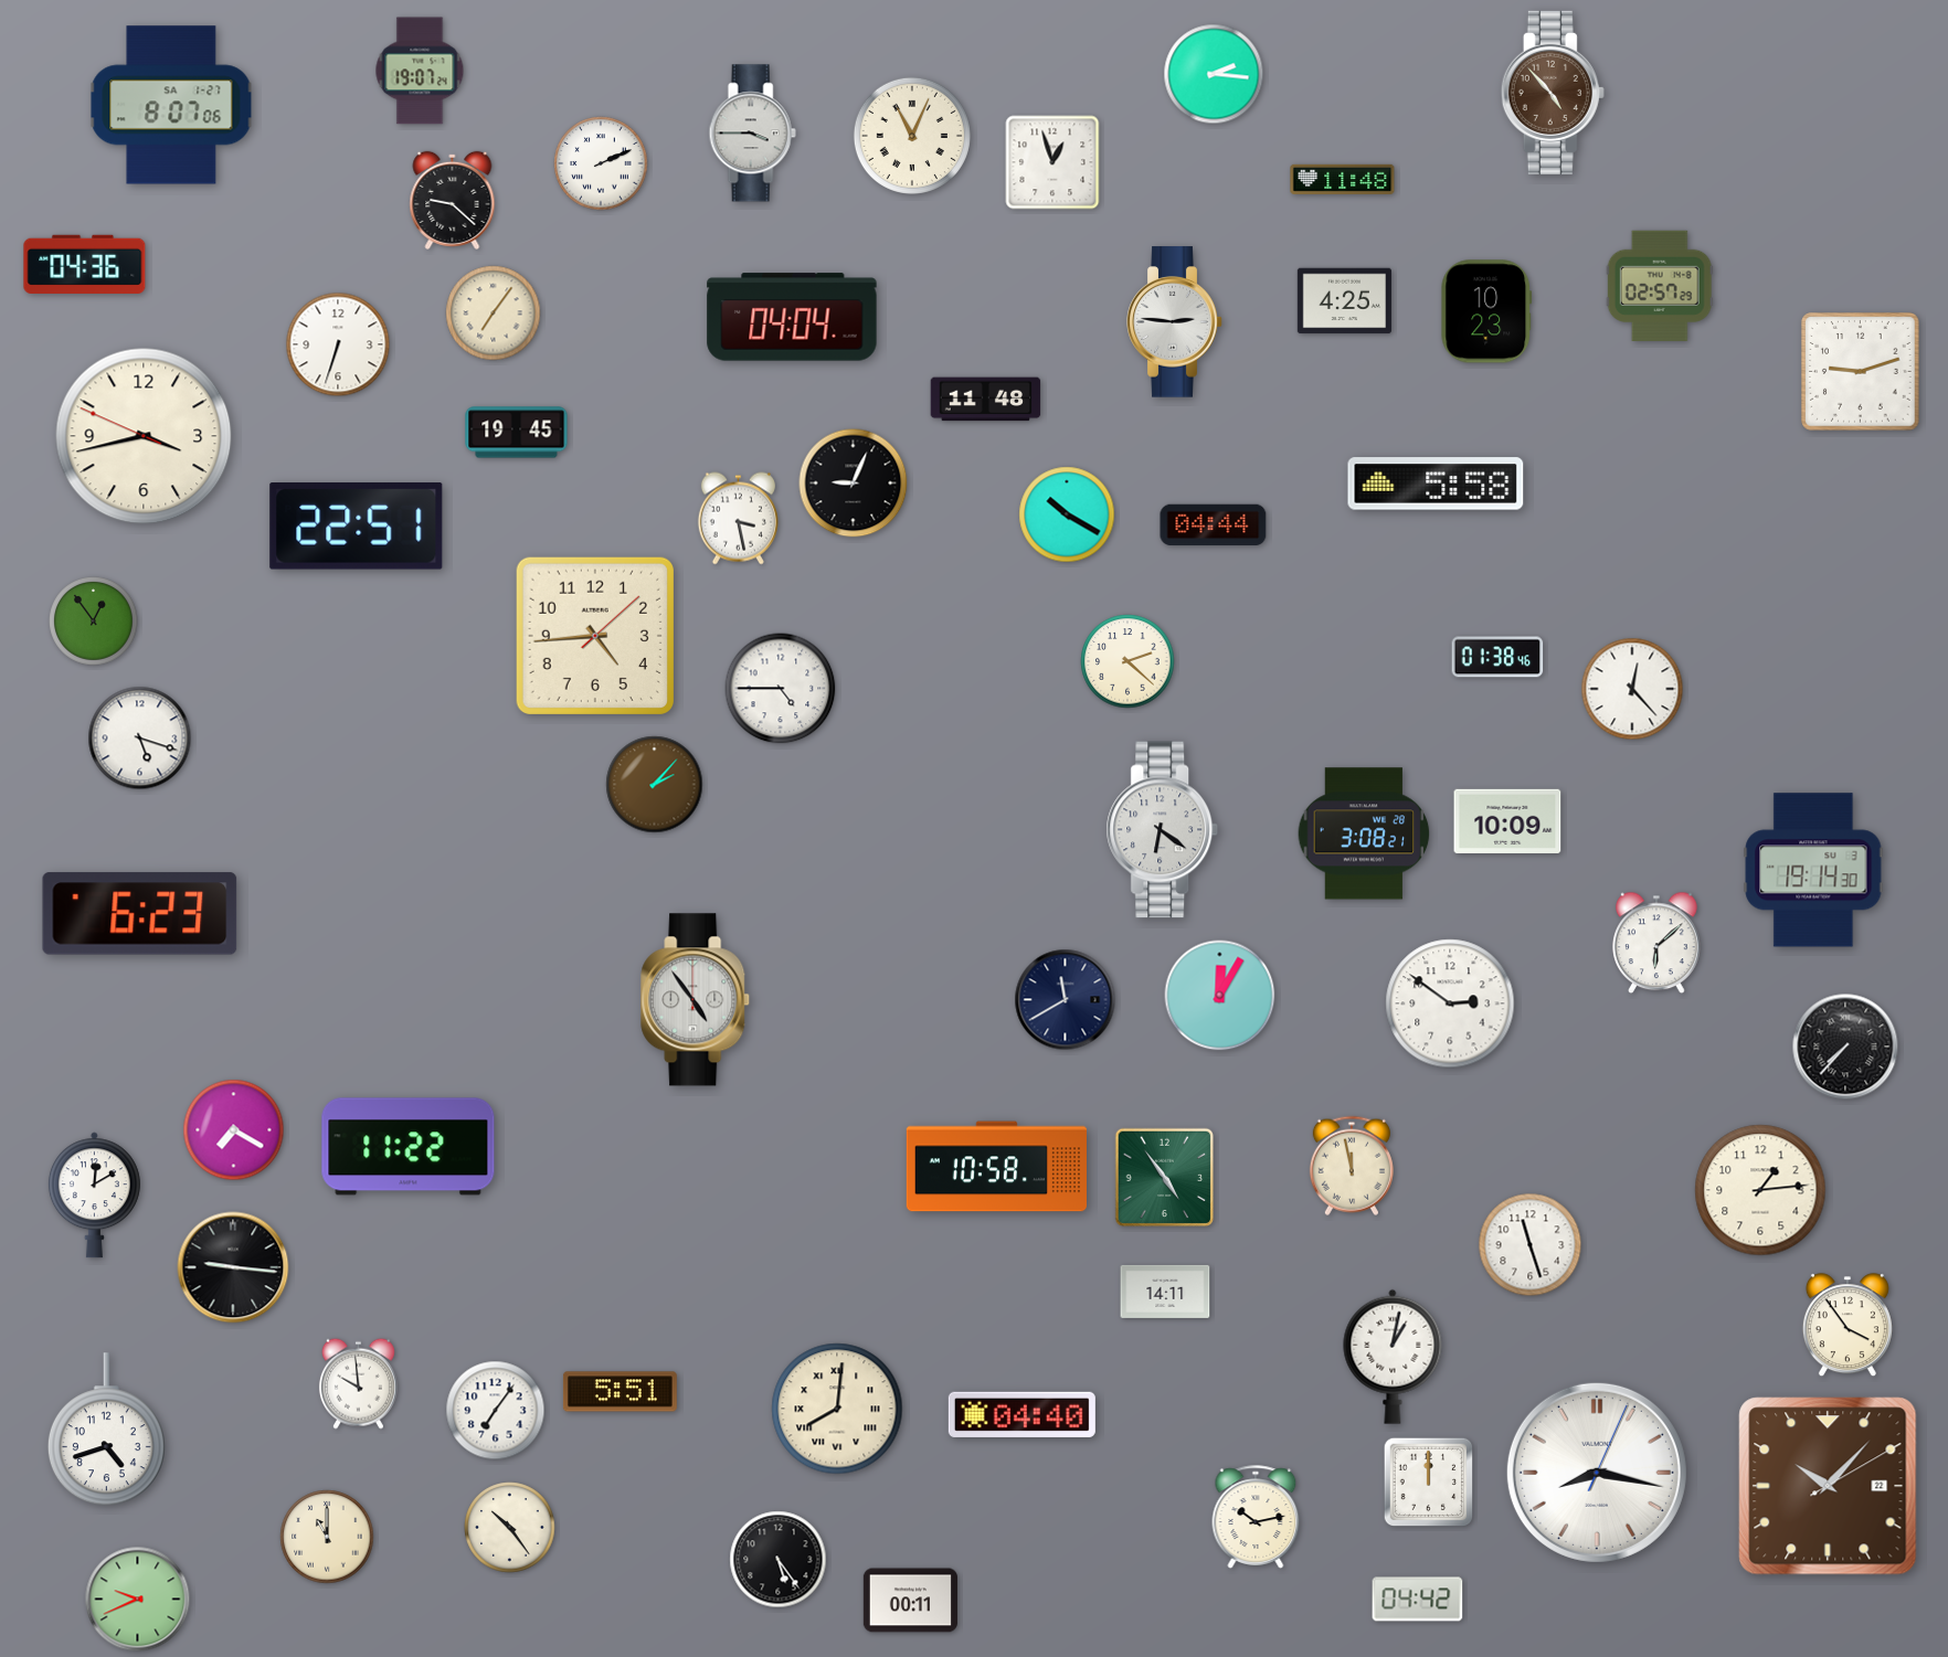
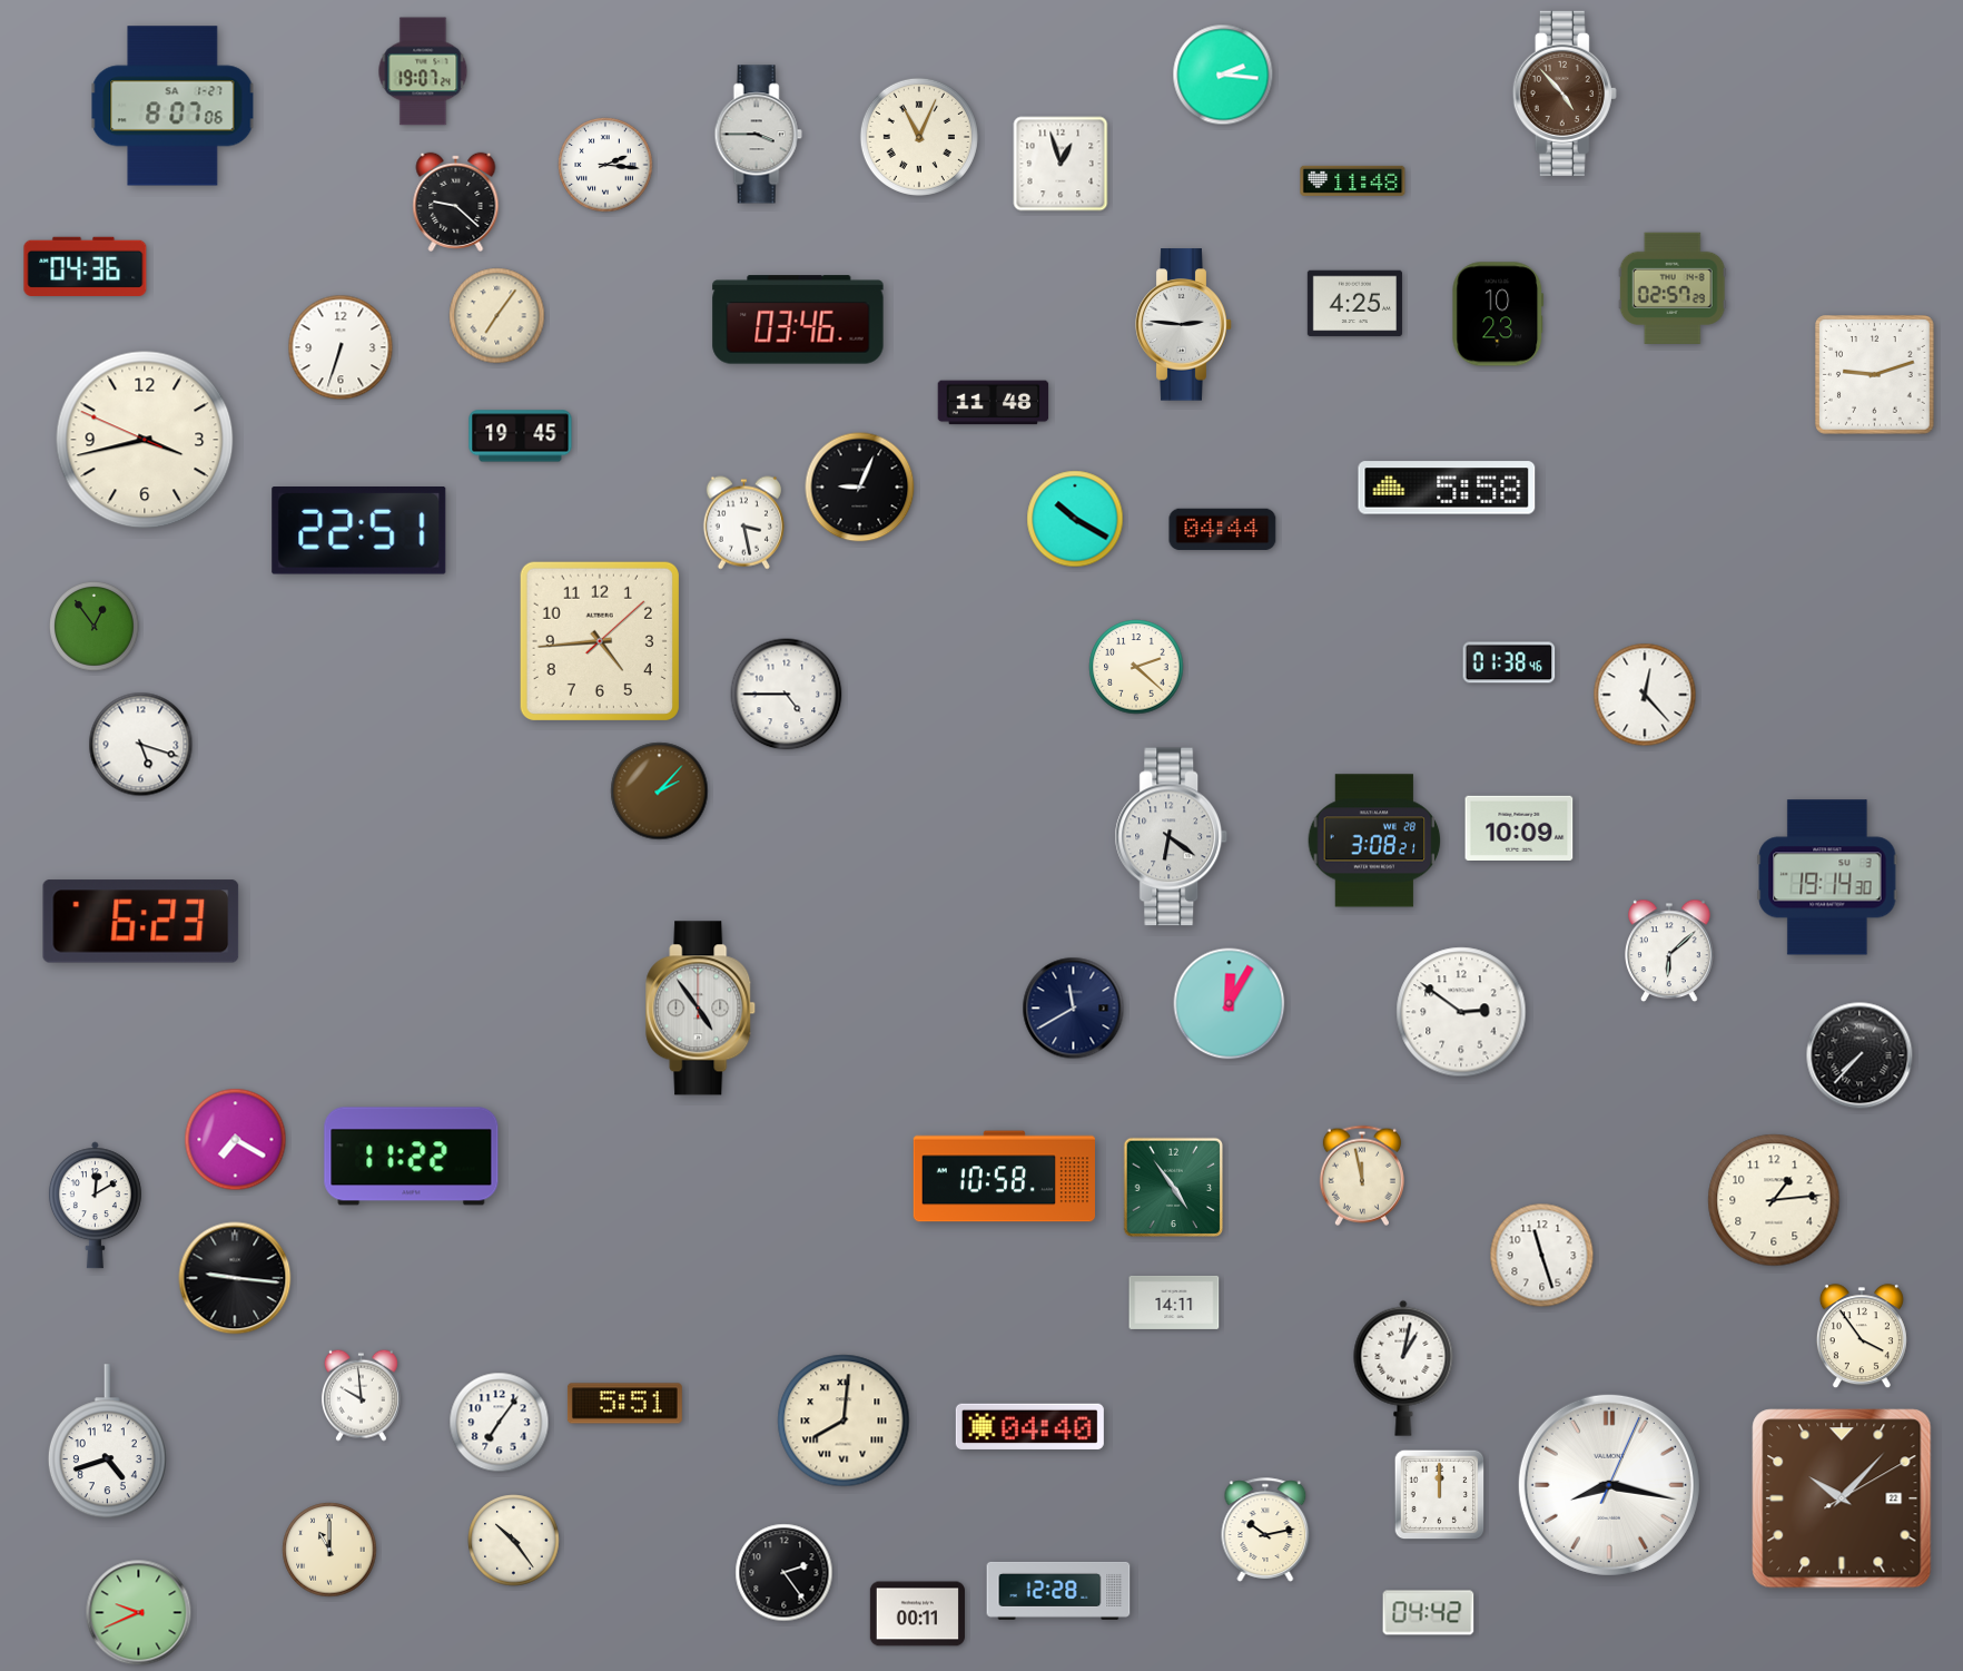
clock at (601, 163): 2:11 -> 2:16
clock at (792, 317): 04:04 -> 03:46
clock at (779, 1560): 5:24 -> 2:24
clock at (1058, 1591): none -> 12:28
